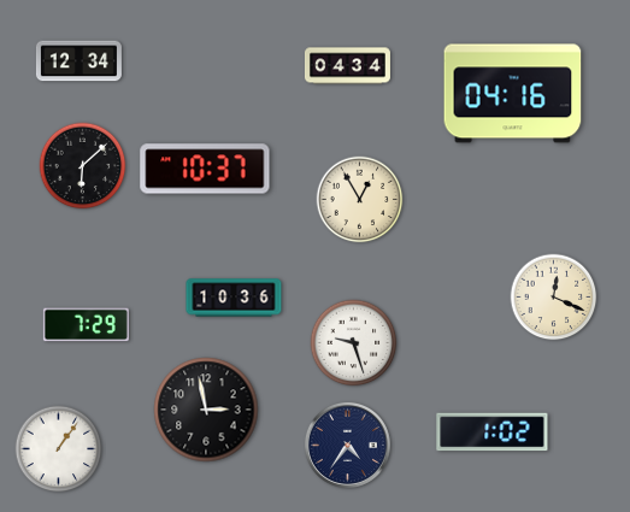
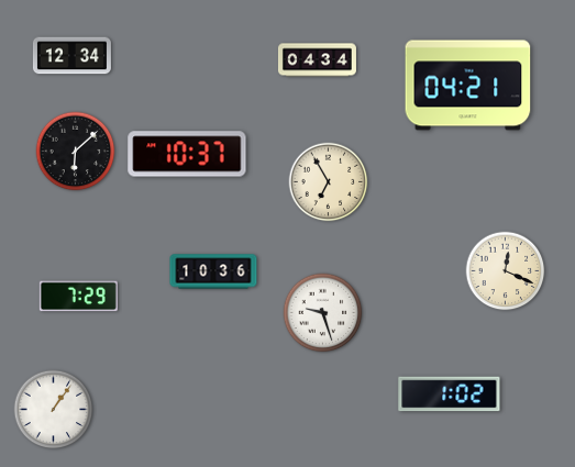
clock at (513, 94): 04:16 -> 04:21
clock at (360, 200): 12:55 -> 6:55
clock at (206, 410): 2:58 -> none
clock at (347, 445): 4:36 -> none
